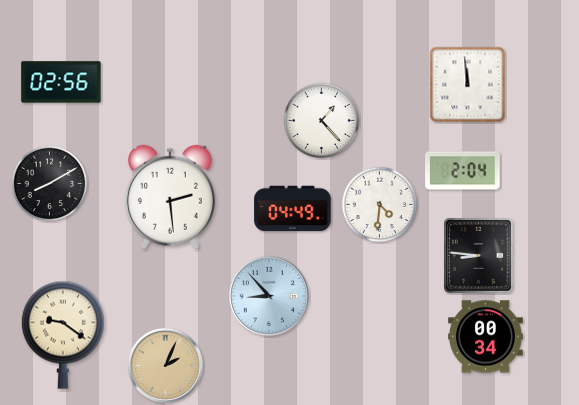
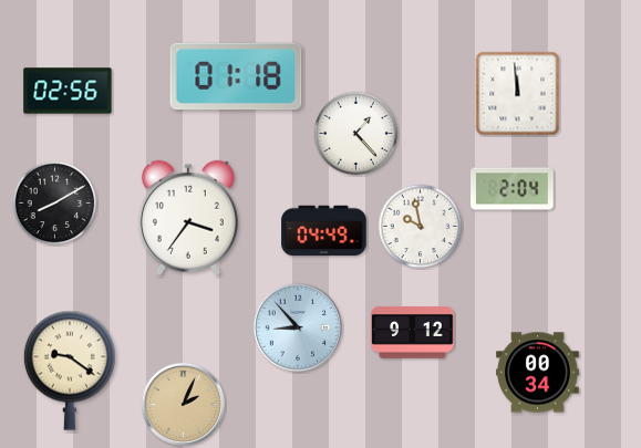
clock at (236, 76): none -> 01:18
clock at (170, 197): 2:29 -> 3:36
clock at (380, 205): 4:31 -> 9:58
clock at (479, 256): 8:46 -> none
clock at (413, 332): none -> 9:12
